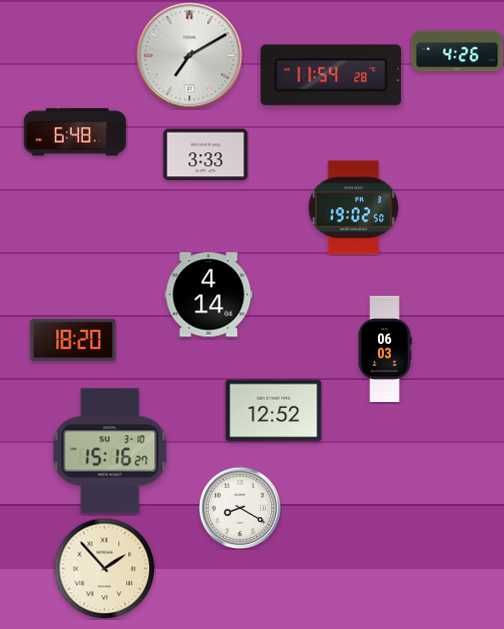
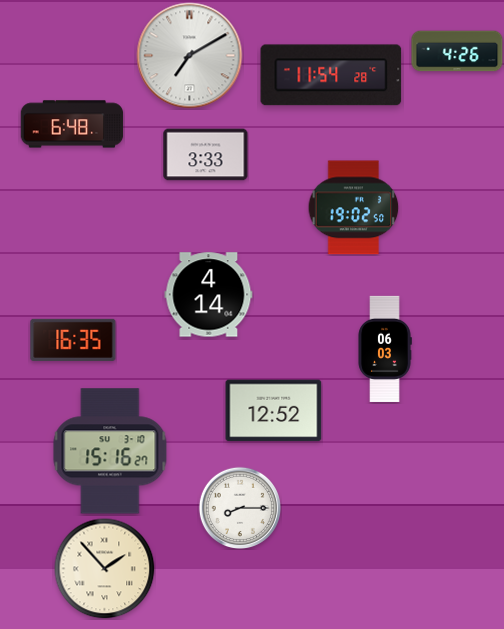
clock at (75, 132) position: (75, 132) -> (72, 124)
clock at (73, 340): 18:20 -> 16:35
clock at (239, 507): 8:20 -> 8:15
